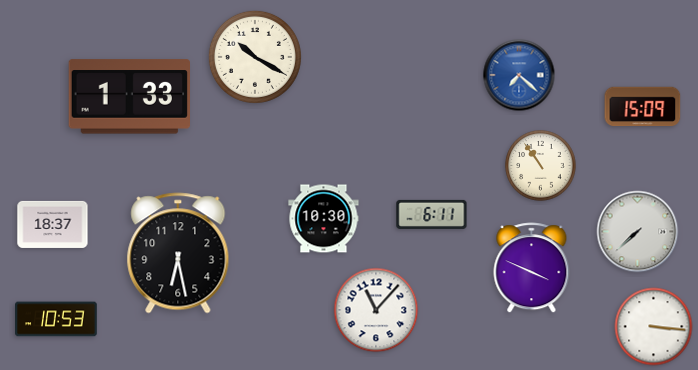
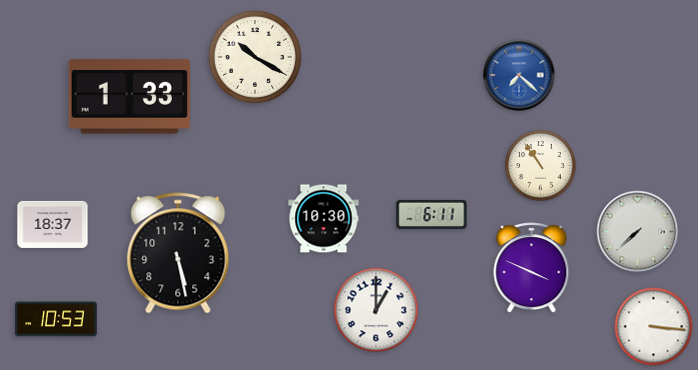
clock at (643, 107): 15:09 -> none
clock at (178, 253): 6:28 -> 5:28
clock at (376, 310): 11:07 -> 1:00
